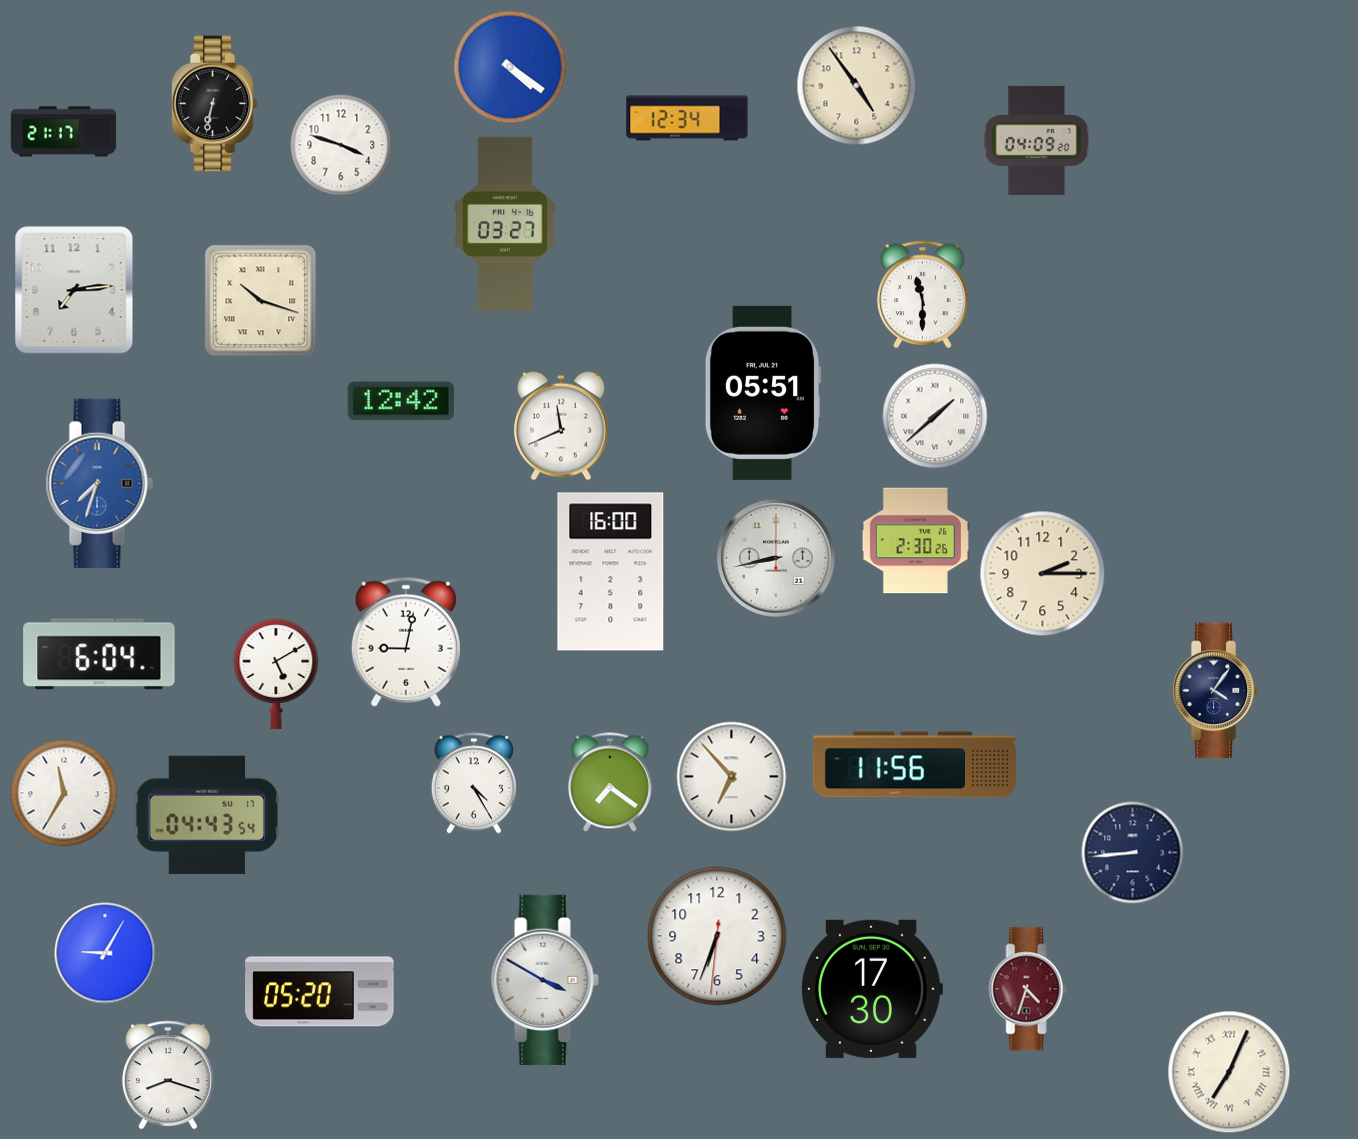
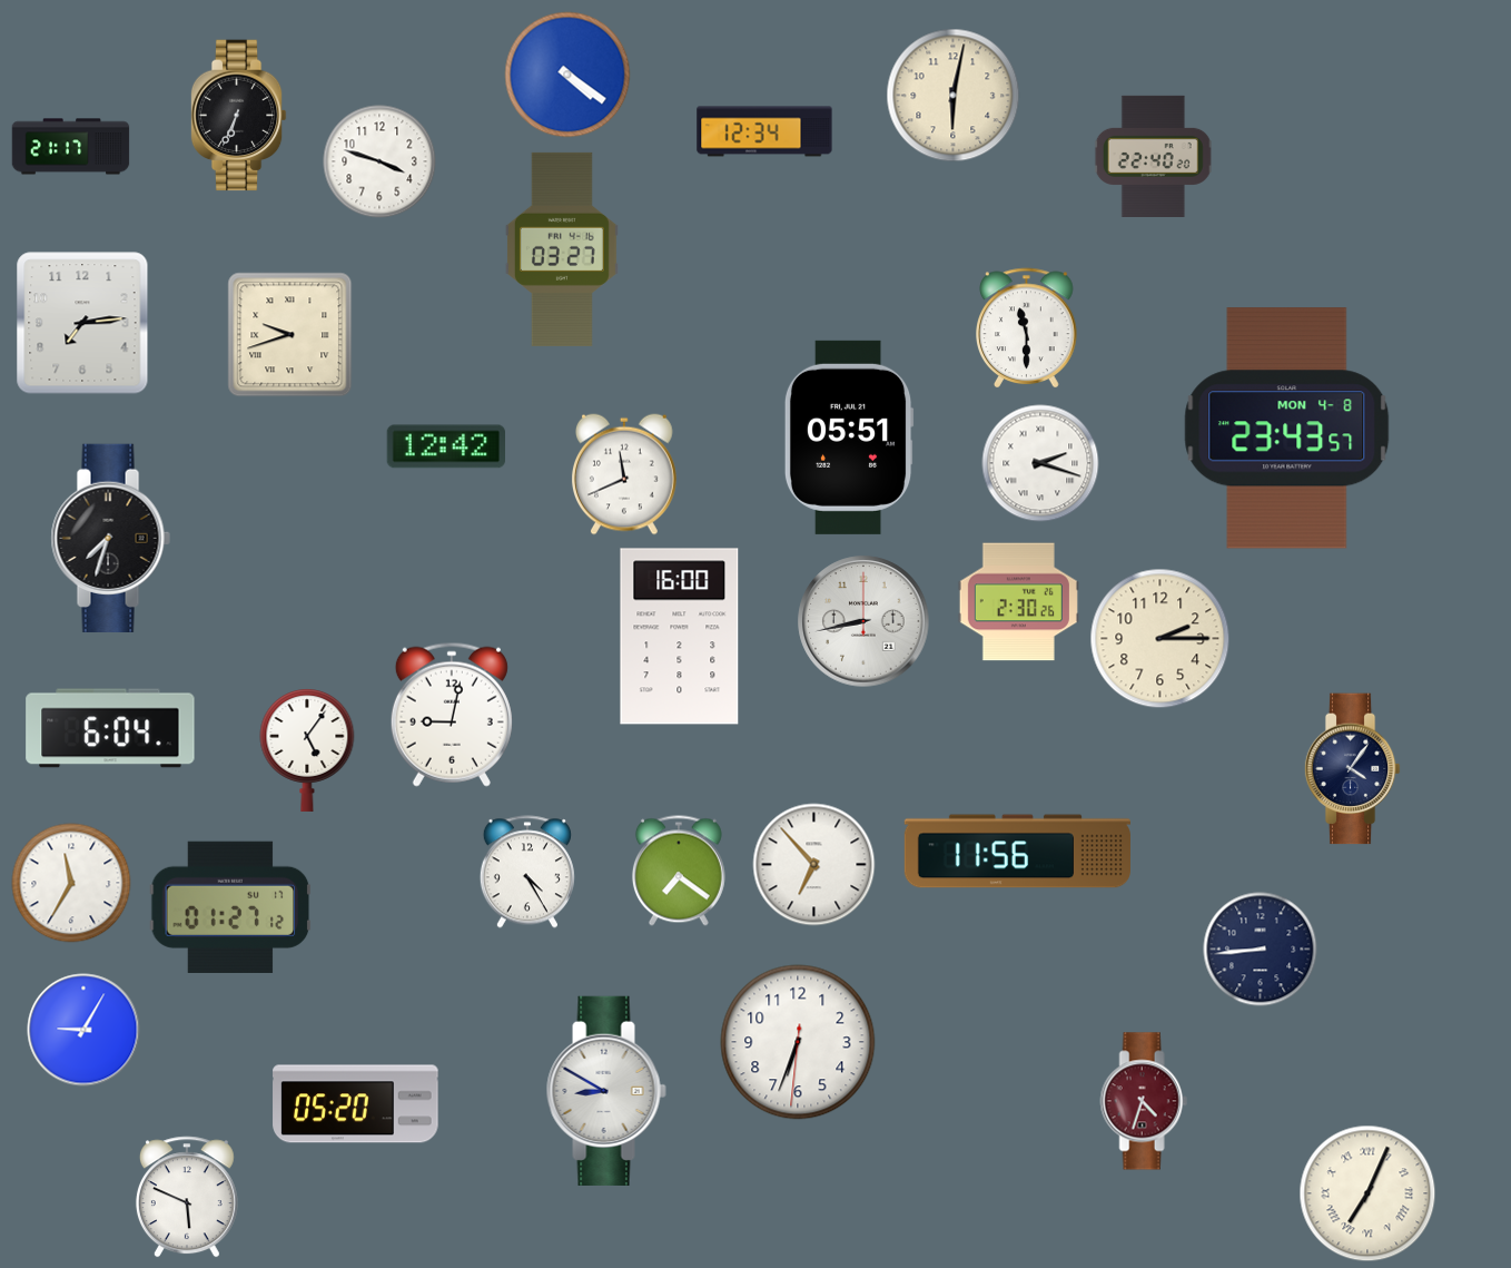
clock at (857, 86): 4:54 -> 6:02
clock at (214, 104): 6:32 -> 6:34
clock at (1036, 140): 04:09 -> 22:40
clock at (261, 301): 10:18 -> 9:42
clock at (1287, 429): none -> 23:43
clock at (935, 416): 1:38 -> 2:18
clock at (99, 483) dial: blue -> black
clock at (276, 674): 5:10 -> 5:06
clock at (207, 815): 04:43 -> 01:27
clock at (105, 953) position: (105, 953) -> (83, 1030)
clock at (545, 980): 3:50 -> 8:50
clock at (872, 989): 17:30 -> none
clock at (168, 1075): 8:18 -> 5:49
